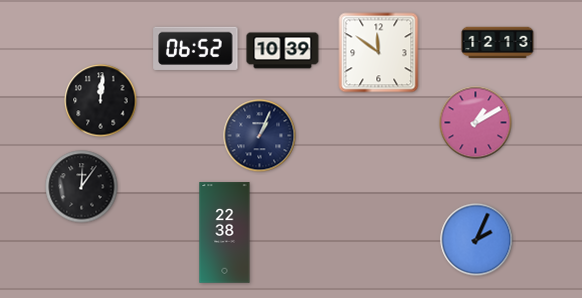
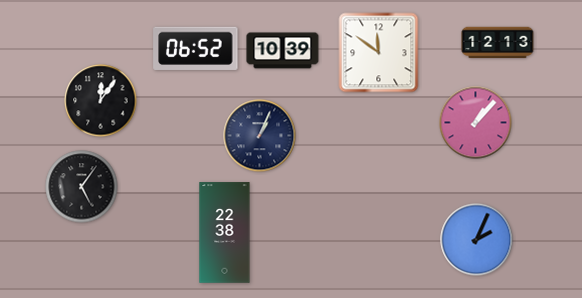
clock at (101, 101): 12:01 -> 12:06
clock at (476, 123): 1:10 -> 1:07
clock at (82, 187): 12:06 -> 5:06
